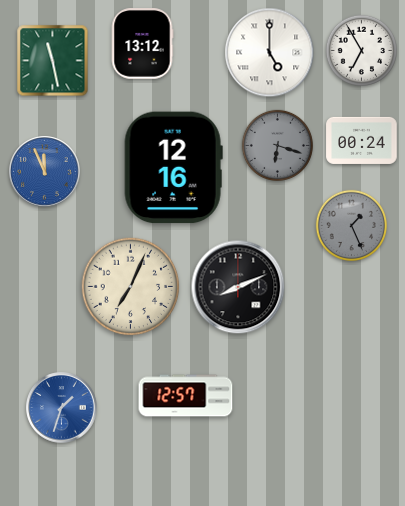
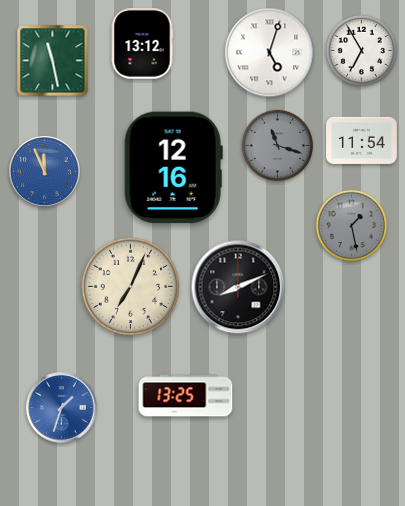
clock at (270, 53): 5:00 -> 5:03
clock at (362, 140): 00:24 -> 11:54
clock at (277, 145): 6:18 -> 11:18
clock at (351, 225): 1:26 -> 1:28
clock at (186, 396): 12:57 -> 13:25
